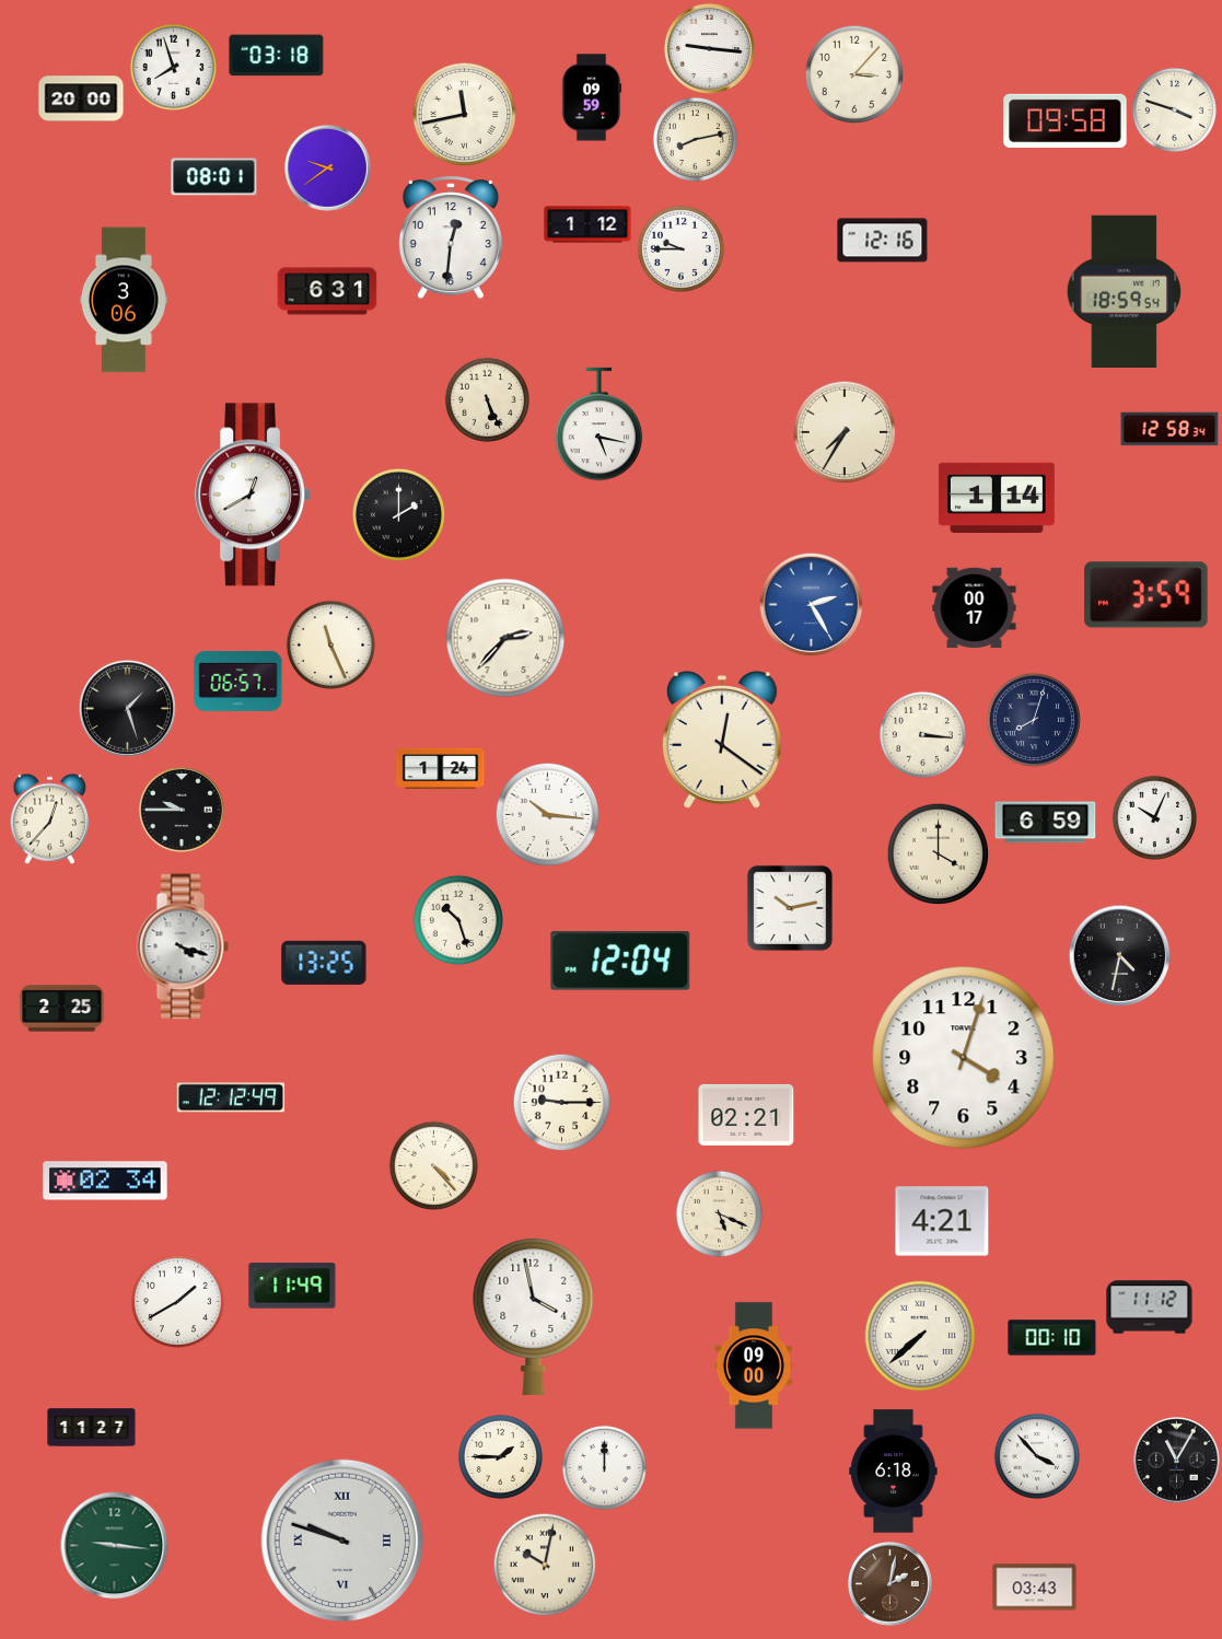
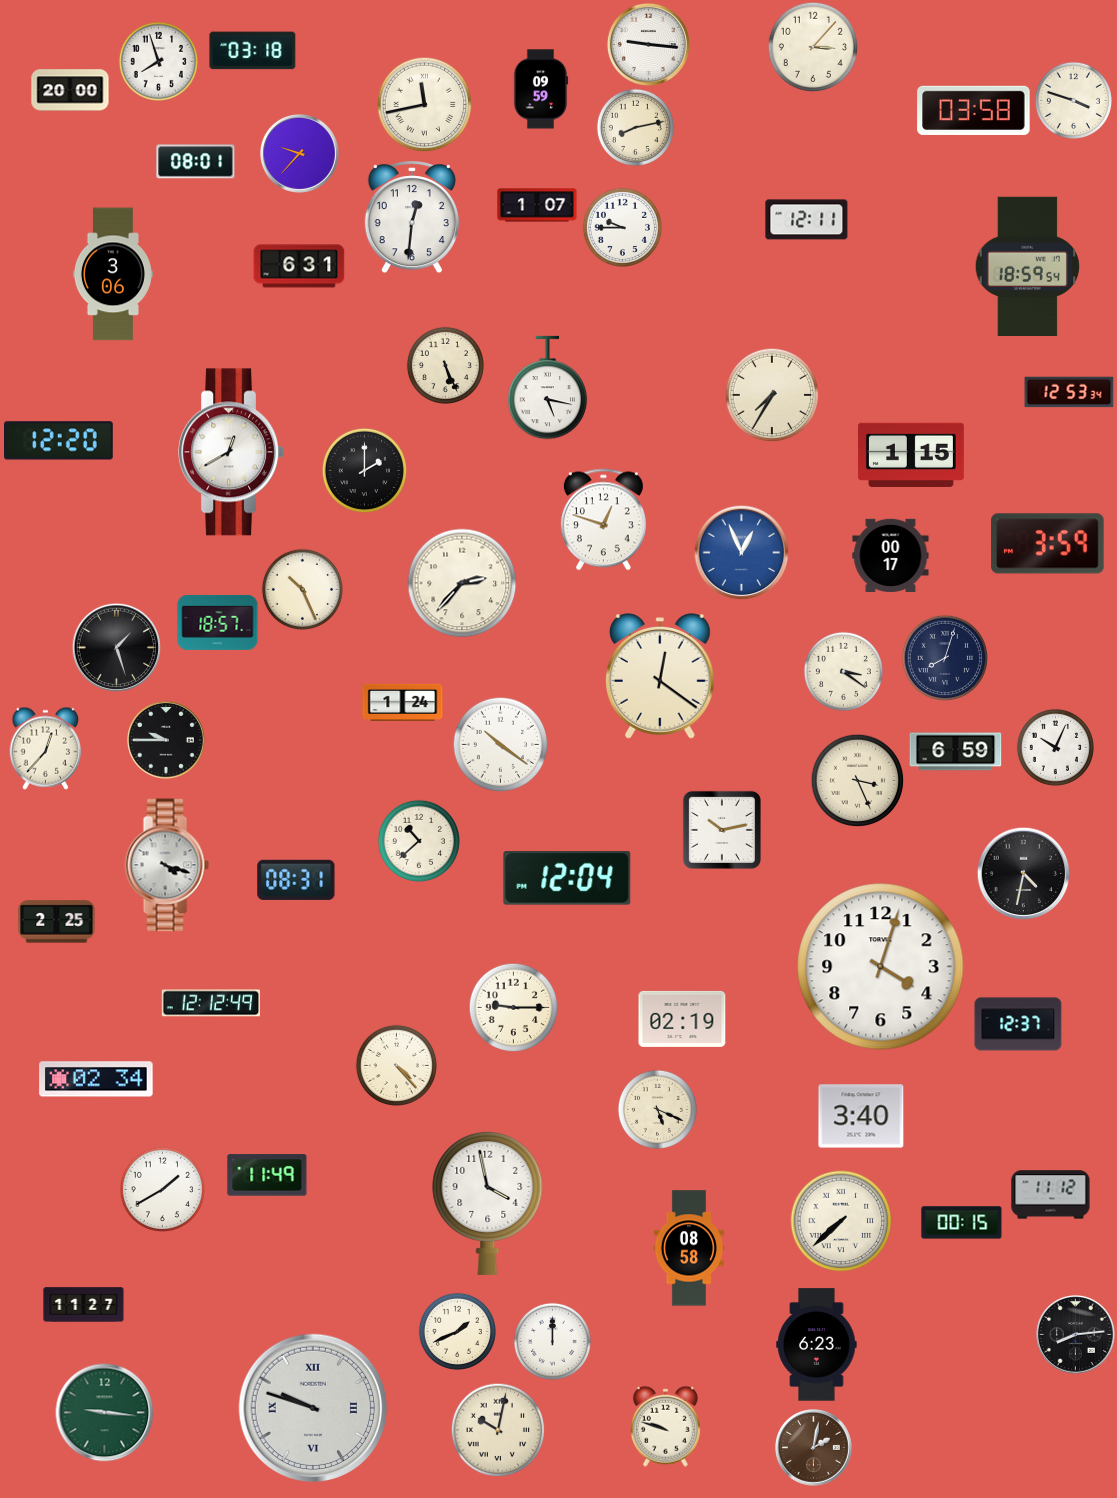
clock at (854, 74) position: (854, 74) -> (813, 47)
clock at (81, 98) position: (81, 98) -> (70, 90)
clock at (1066, 120): 09:58 -> 03:58
clock at (328, 168): 9:39 -> 9:37
clock at (587, 224): 1:12 -> 1:07
clock at (883, 241): 12:16 -> 12:11
clock at (1169, 429): 12:58 -> 12:53
clock at (59, 441): none -> 12:20
clock at (997, 498): 1:14 -> 1:15
clock at (603, 520): none -> 12:48
clock at (811, 604): 2:25 -> 12:56
clock at (330, 644): 11:26 -> 10:26
clock at (238, 681): 06:57 -> 18:57
clock at (922, 734): 3:16 -> 3:21
clock at (547, 814): 10:16 -> 10:21
clock at (938, 853): 4:00 -> 3:26
clock at (458, 920): 10:27 -> 10:38
clock at (324, 963): 13:25 -> 08:31
clock at (746, 1115): 02:21 -> 02:19
clock at (1018, 1024): none -> 12:37
clock at (942, 1221): 4:21 -> 3:40
clock at (1052, 1338): 00:10 -> 00:15
clock at (753, 1365): 09:00 -> 08:58
clock at (500, 1456): 1:45 -> 1:41
clock at (1037, 1456): 3:53 -> none
clock at (1177, 1461): 11:05 -> 8:14
clock at (894, 1472): 6:18 -> 6:23
clock at (665, 1426): none -> 9:48
clock at (1035, 1588): 03:43 -> none
